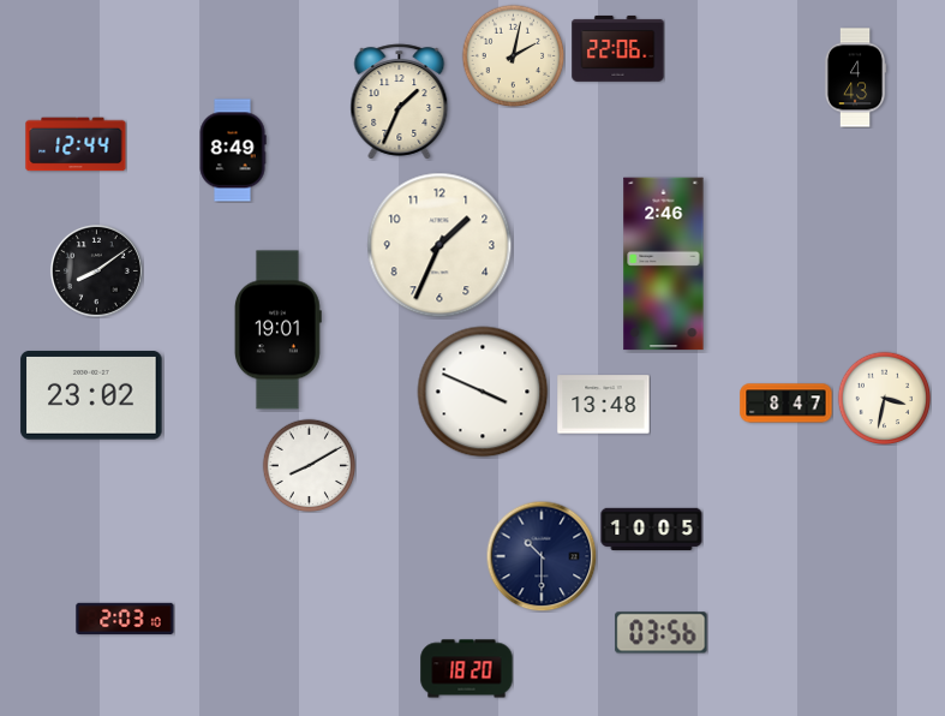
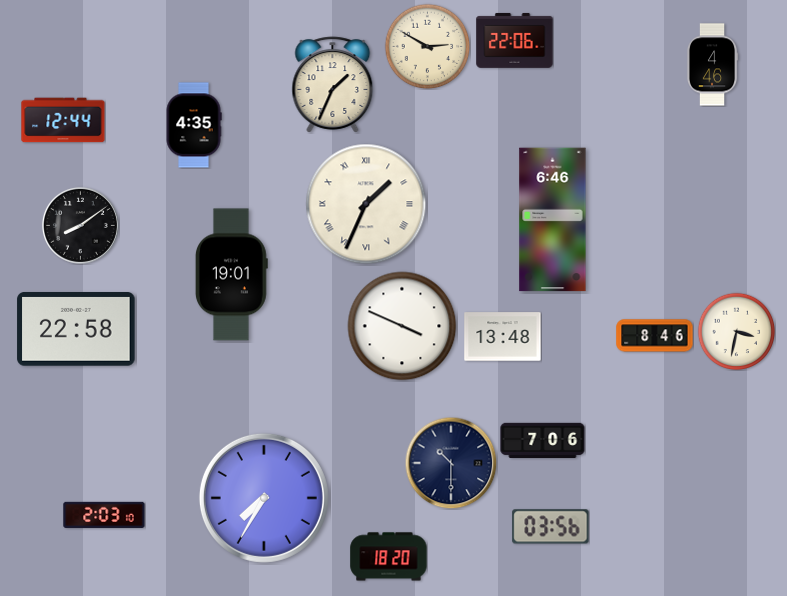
clock at (513, 55): 2:02 -> 2:50
clock at (855, 78): 4:43 -> 4:46
clock at (233, 150): 8:49 -> 4:35
clock at (439, 245) numerals: Arabic -> Roman
clock at (664, 264): 2:46 -> 6:46
clock at (91, 396): 23:02 -> 22:58
clock at (786, 404): 8:47 -> 8:46
clock at (309, 465): 8:10 -> none
clock at (652, 529): 10:05 -> 7:06
clock at (264, 498): none -> 7:35
